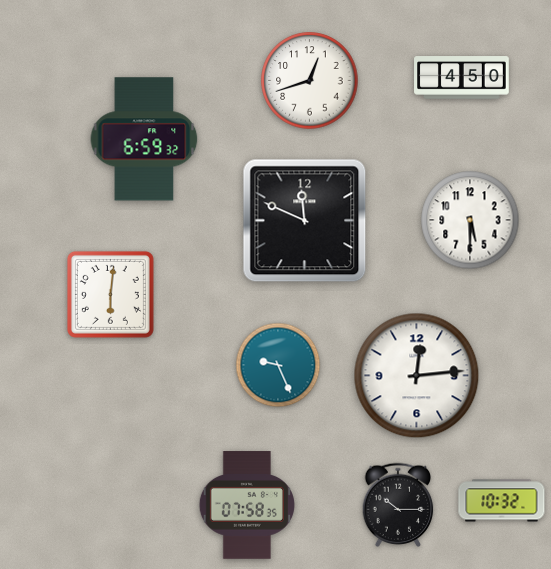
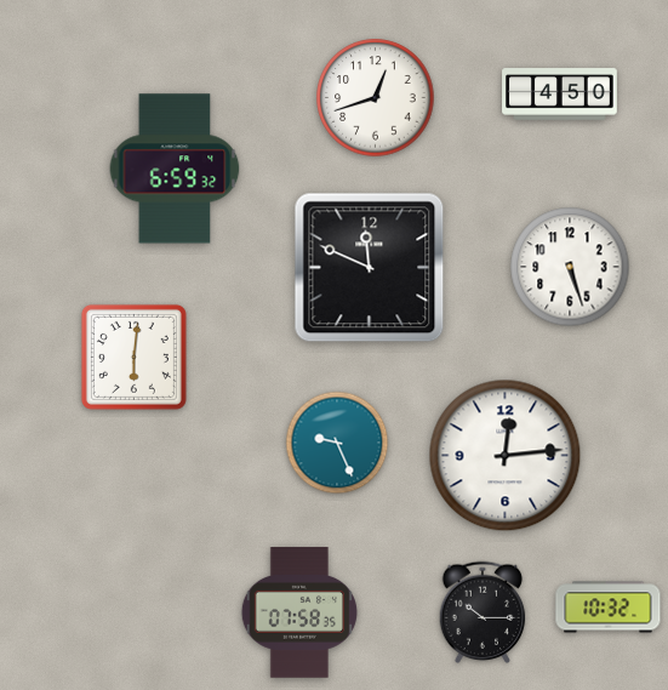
clock at (470, 220): 5:30 -> 5:27
